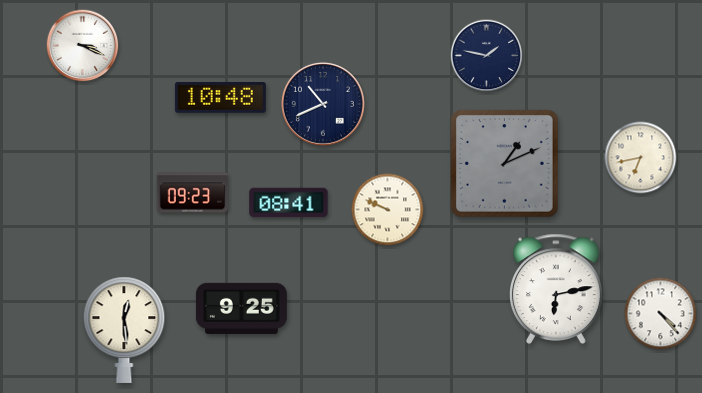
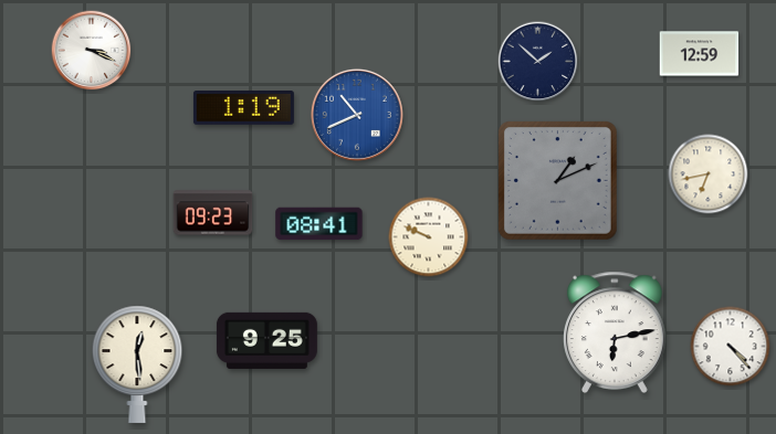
clock at (700, 54): none -> 12:59
clock at (487, 56): 1:47 -> 1:52
clock at (220, 98): 10:48 -> 1:19
clock at (323, 104) dial: navy -> blue
clock at (388, 210) position: (388, 210) -> (429, 237)
clock at (557, 288) position: (557, 288) -> (616, 331)
